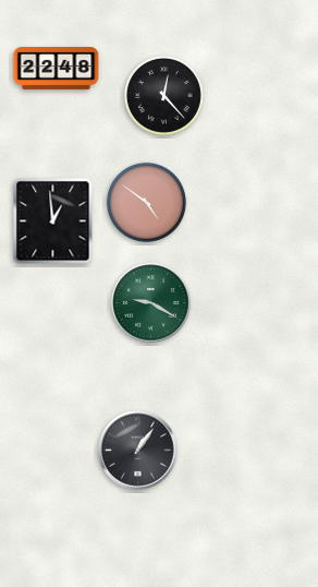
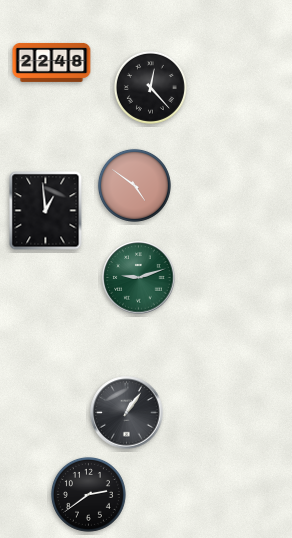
clock at (53, 221) position: (53, 221) -> (46, 211)
clock at (151, 303): 9:20 -> 9:12
clock at (88, 494): none -> 2:39
